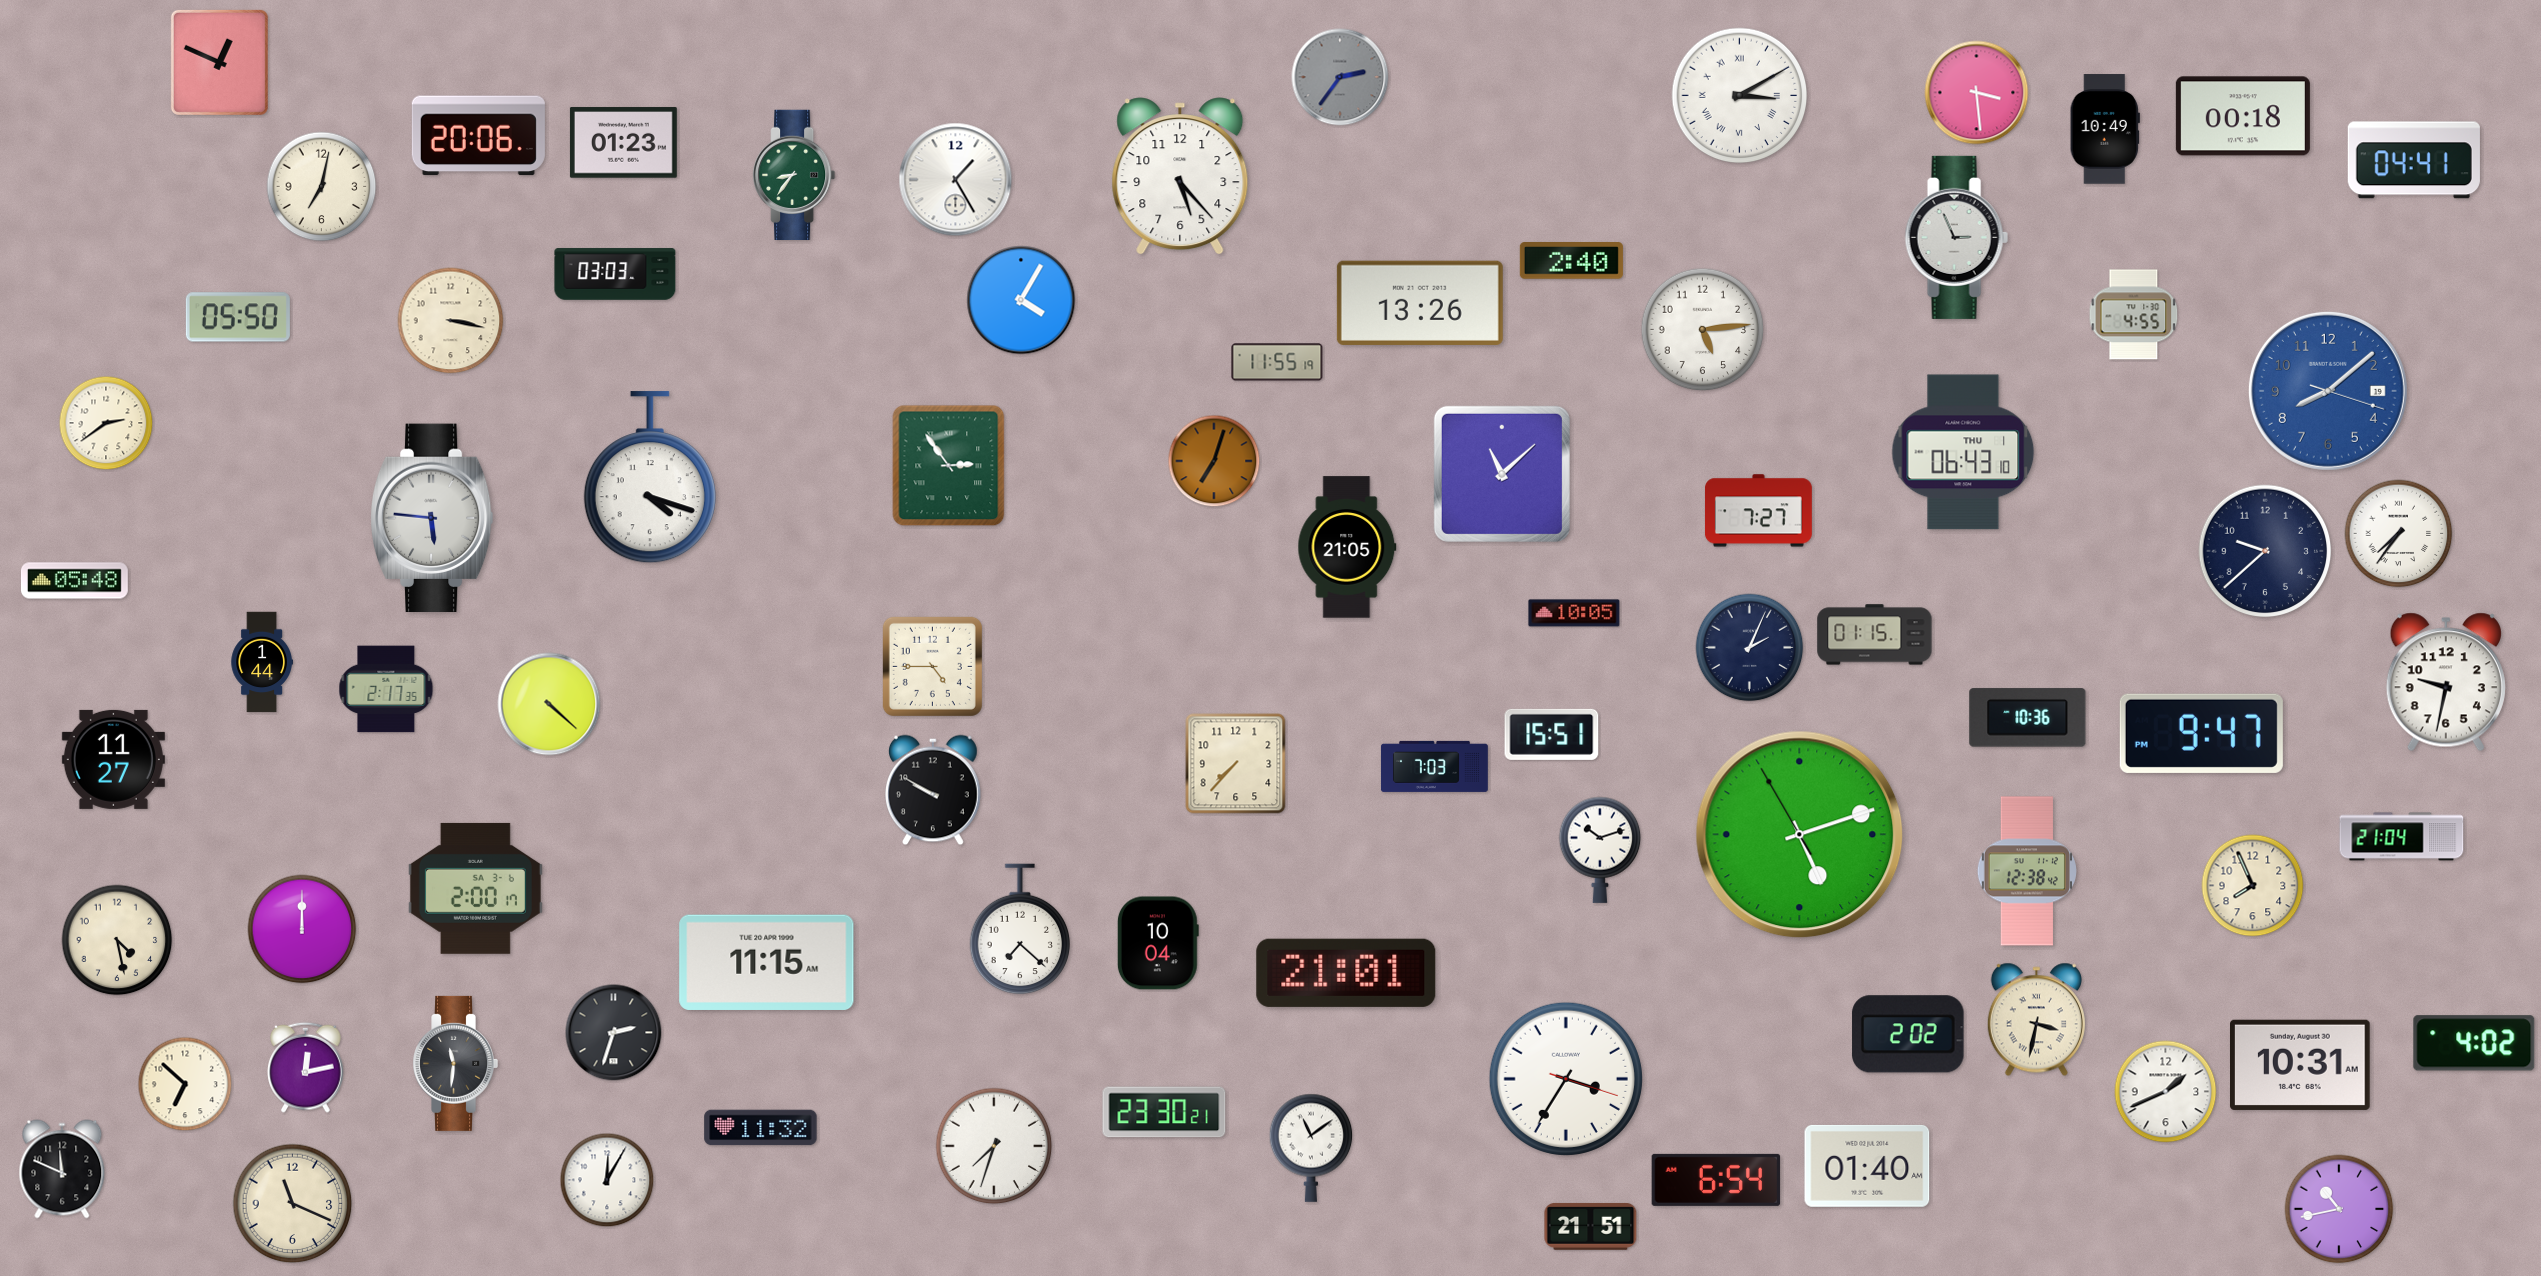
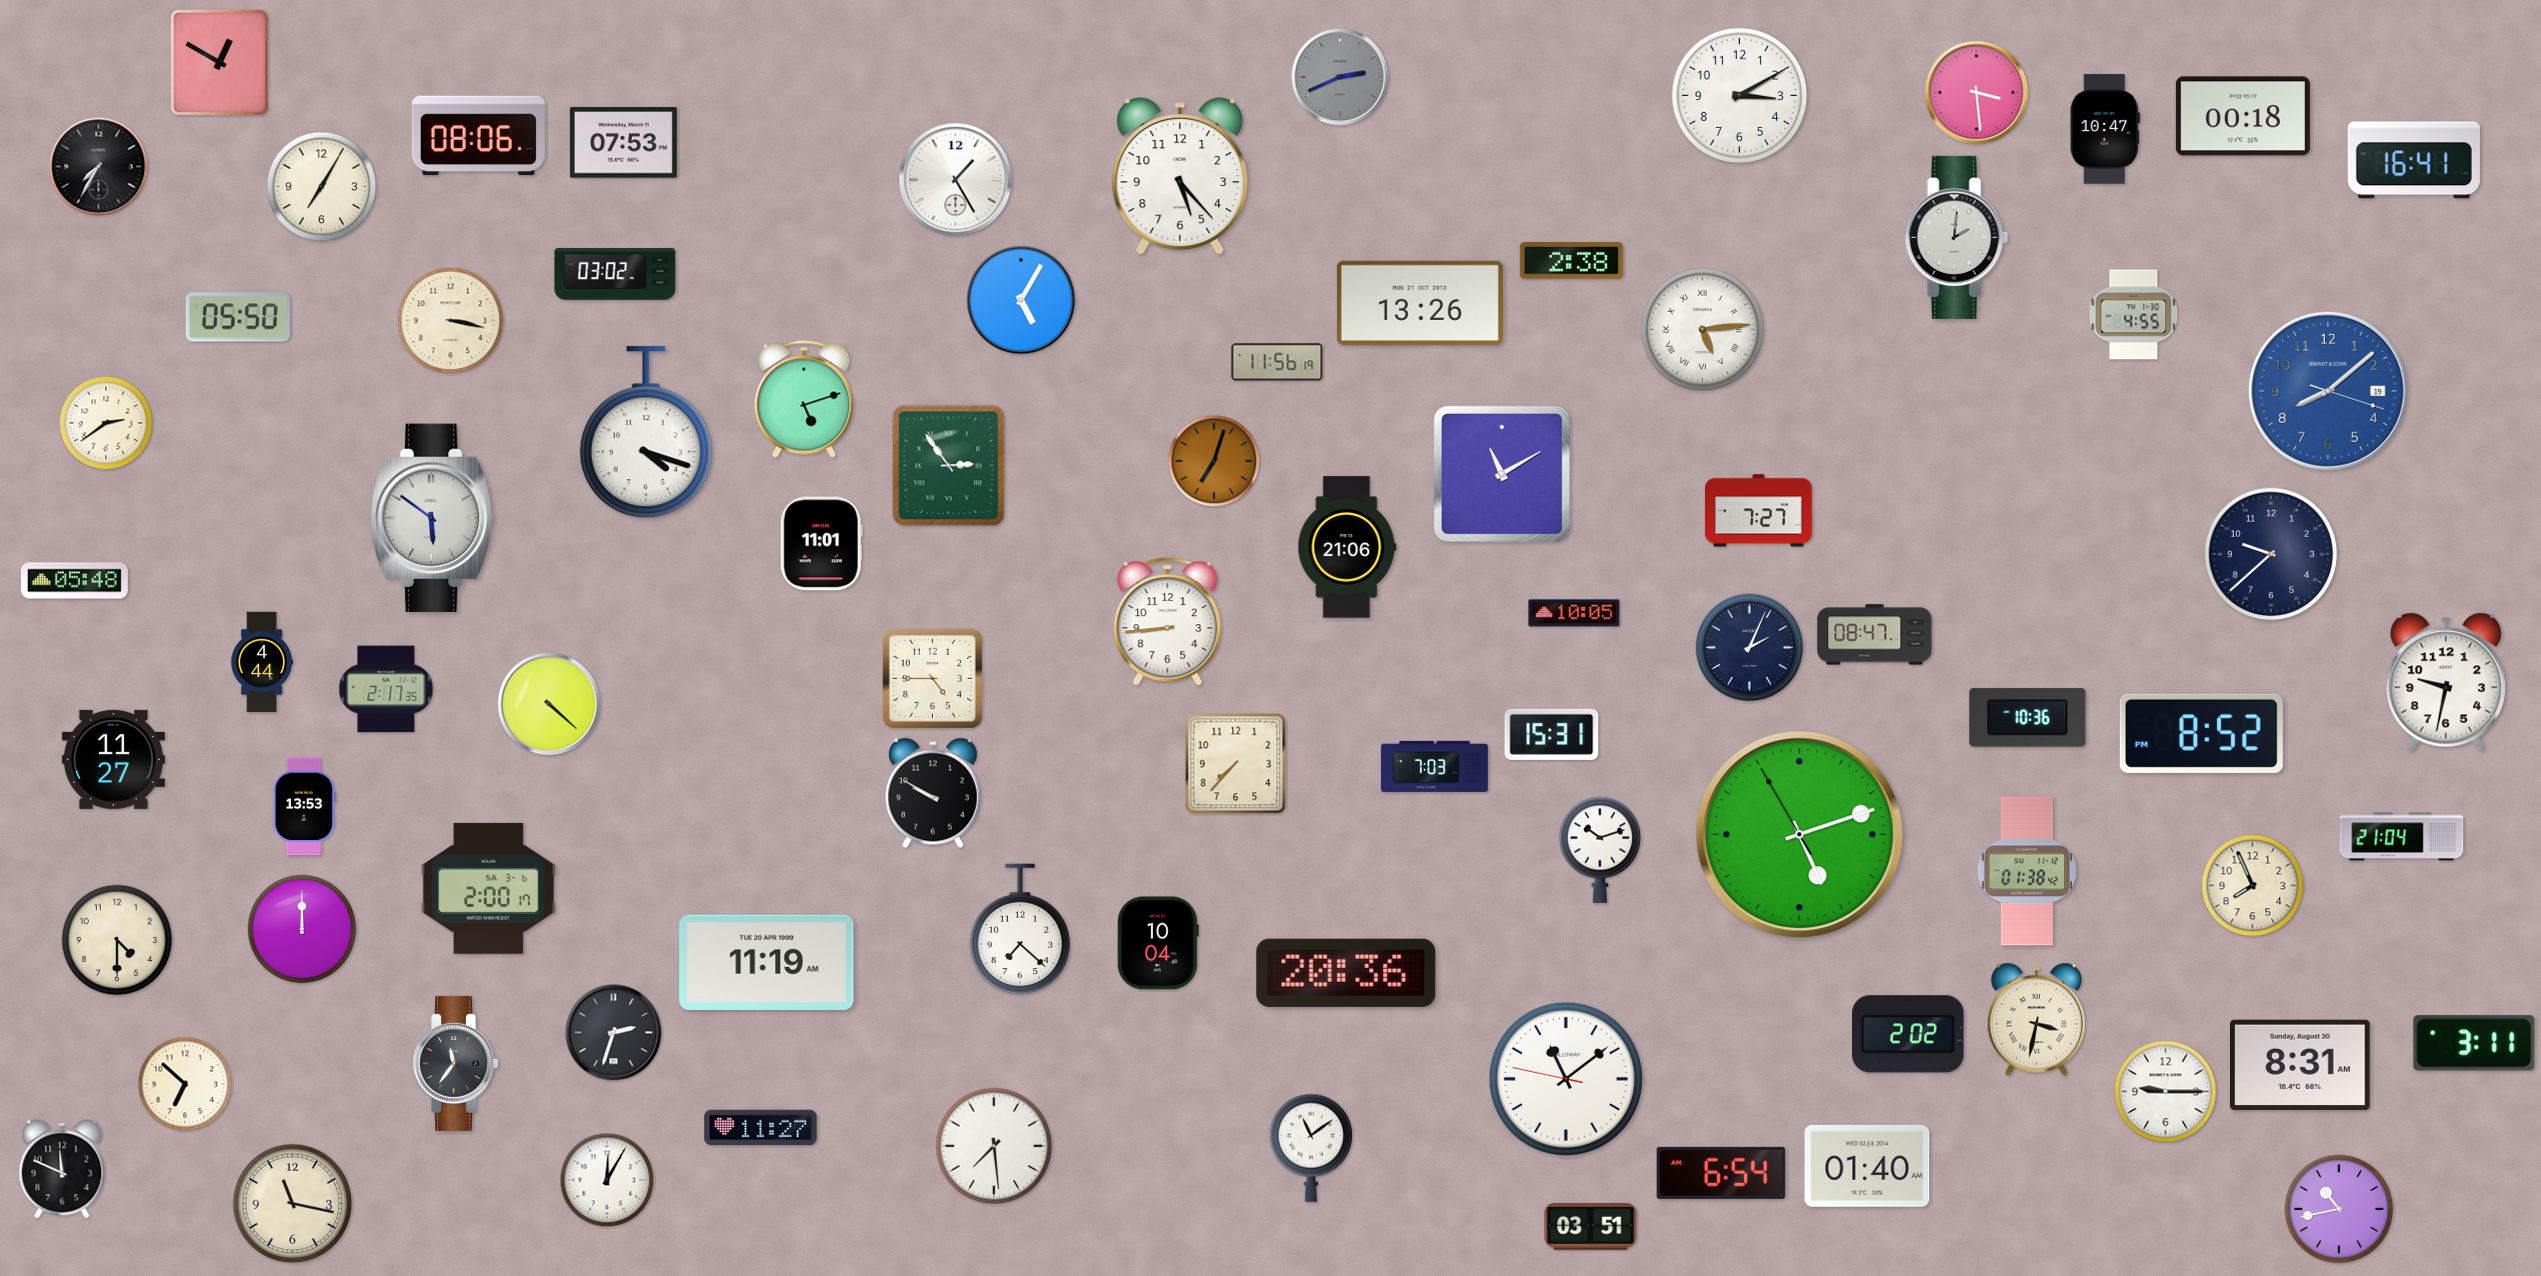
clock at (219, 62): 12:49 -> 12:50
clock at (1340, 77): 2:36 -> 2:41
clock at (1740, 96) numerals: Roman -> Arabic
clock at (2105, 129): 10:49 -> 10:47
clock at (478, 136): 20:06 -> 08:06
clock at (623, 143): 01:23 -> 07:53
clock at (2414, 160): 04:41 -> 16:41
clock at (99, 167): none -> 7:35
clock at (795, 174): 8:36 -> none
clock at (322, 187): 7:02 -> 7:05
clock at (1956, 237): 2:56 -> 2:01
clock at (1571, 261): 2:40 -> 2:38
clock at (615, 274): 03:03 -> 03:02
clock at (1021, 300): 4:05 -> 5:05
clock at (1703, 330) numerals: Arabic -> Roman
clock at (1277, 362): 11:55 -> 11:56
clock at (804, 399): none -> 5:12
clock at (1963, 452): 06:43 -> none
clock at (1502, 474): 11:08 -> 11:10
clock at (650, 478) position: (650, 478) -> (646, 433)
clock at (432, 517): 5:46 -> 5:51
clock at (2399, 534): 7:36 -> none
clock at (821, 544): none -> 11:01
clock at (1347, 547): 21:05 -> 21:06
clock at (2265, 551) position: (2265, 551) -> (2271, 554)
clock at (1168, 622): none -> 8:44
clock at (1875, 635): 01:15 -> 08:47
clock at (261, 662): 1:44 -> 4:44
clock at (932, 666) position: (932, 666) -> (932, 678)
clock at (2201, 733): 9:47 -> 8:52
clock at (1552, 734): 15:51 -> 15:31
clock at (934, 790) position: (934, 790) -> (934, 793)
clock at (304, 807): none -> 13:53
clock at (2027, 871): 12:38 -> 01:38
clock at (475, 888) position: (475, 888) -> (488, 888)
clock at (117, 940): 4:28 -> 4:30
clock at (767, 962): 11:15 -> 11:19
clock at (1346, 973): 21:01 -> 20:36
clock at (2474, 1043): 4:02 -> 3:11
clock at (455, 1063): 11:31 -> 11:36
clock at (2301, 1065): 10:31 -> 8:31
clock at (306, 1067): 12:13 -> none
clock at (1566, 1079): 3:35 -> 11:08
clock at (2166, 1092): 1:41 -> 9:15
clock at (1164, 1112): 23:30 -> none
clock at (761, 1128): 11:32 -> 11:27
clock at (994, 1146): 7:33 -> 7:29
clock at (1716, 1180) position: (1716, 1180) -> (1721, 1173)
clock at (293, 1204): 11:19 -> 11:17
clock at (1591, 1226): 21:51 -> 03:51
